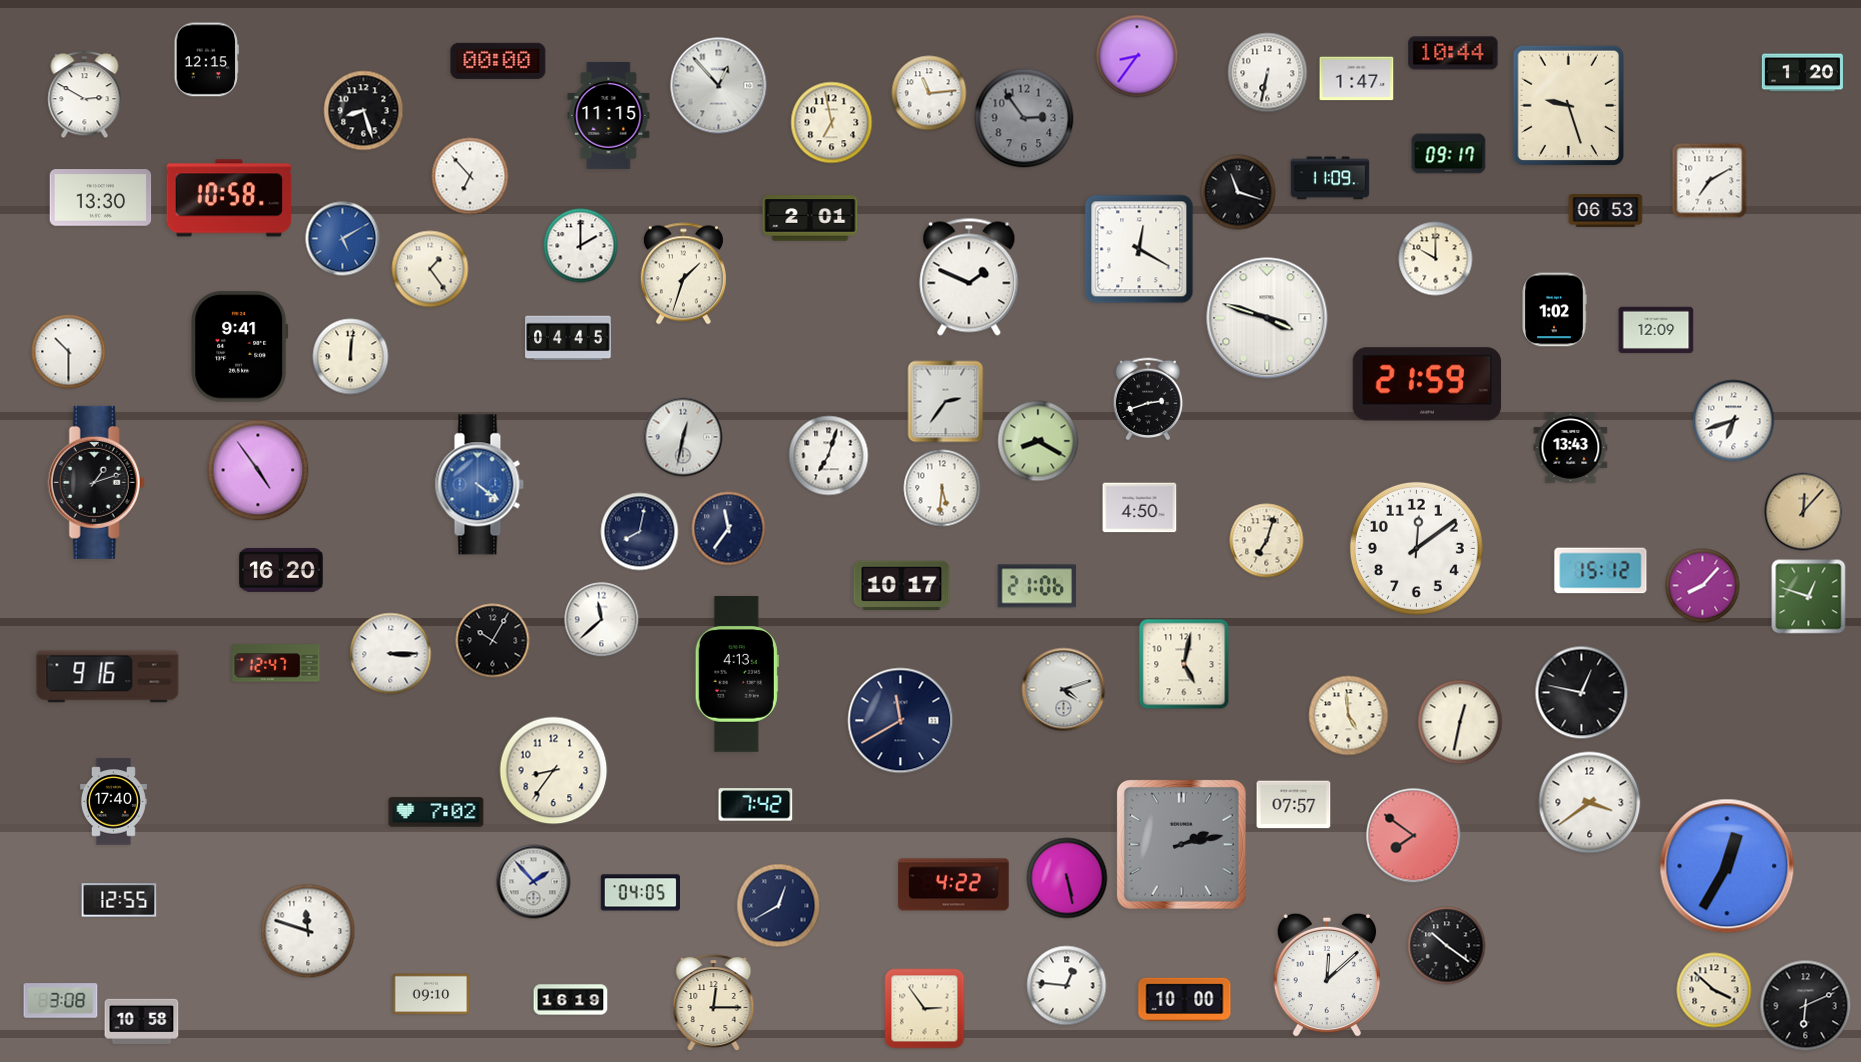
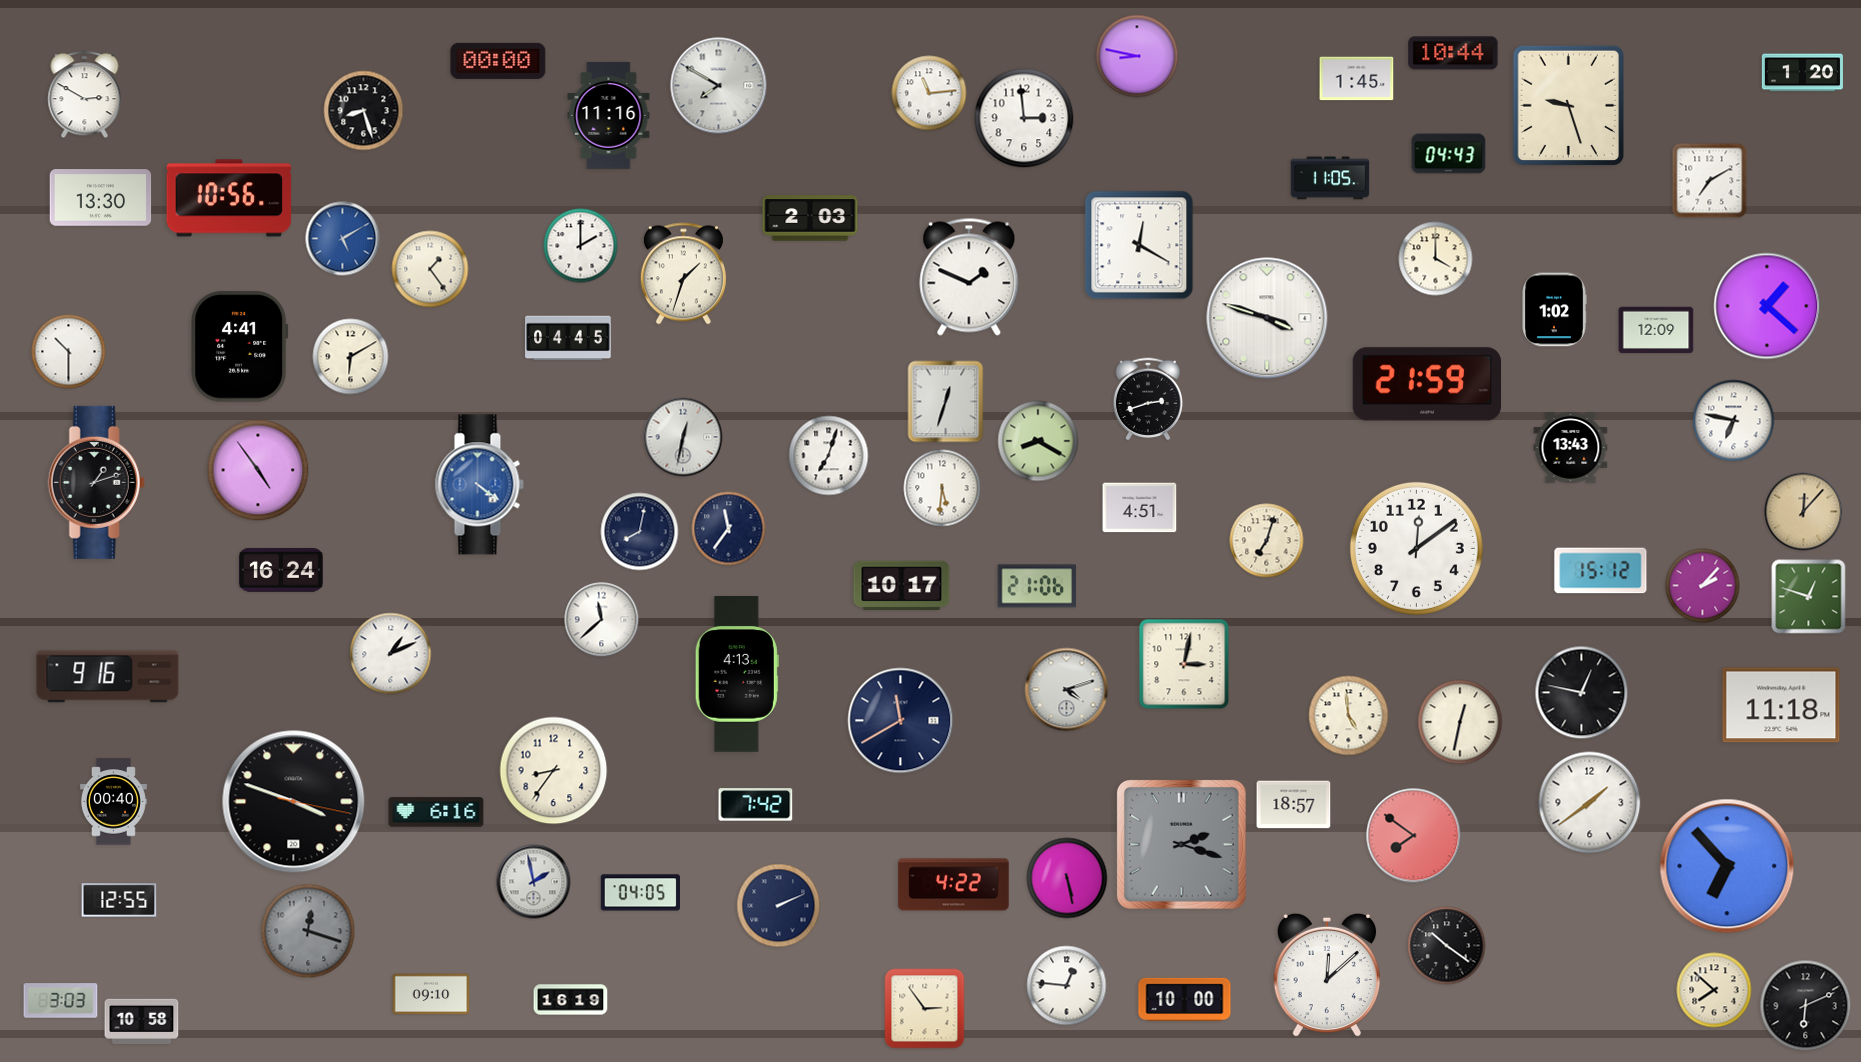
clock at (1137, 56): 8:36 -> 8:47
clock at (206, 60): 12:15 -> none
clock at (1268, 73): 6:32 -> none
clock at (1357, 79): 1:47 -> 1:45
clock at (719, 86): 12:53 -> 7:50
clock at (609, 115): 11:15 -> 11:16
clock at (1024, 118): 2:54 -> 2:59
clock at (1024, 118) dial: grey -> white
clock at (832, 123): 6:58 -> none
clock at (1449, 154): 09:17 -> 04:43
clock at (470, 176): 6:53 -> none
clock at (1330, 178): 11:09 -> 11:05
clock at (1238, 192): 11:18 -> none
clock at (229, 198): 10:58 -> 10:56
clock at (1606, 211): 06:53 -> none
clock at (810, 218): 2:01 -> 2:03
clock at (1139, 249) position: (1139, 249) -> (1139, 245)
clock at (1436, 259): 10:00 -> 4:00
clock at (1767, 306): none -> 1:22
clock at (240, 347): 9:41 -> 4:41
clock at (351, 357): 12:01 -> 6:10
clock at (946, 402): 2:36 -> 12:33
clock at (1734, 421): 6:42 -> 6:47
clock at (1140, 508): 4:50 -> 4:51
clock at (281, 570): 16:20 -> 16:24
clock at (1703, 586): 8:07 -> 2:07
clock at (493, 641): 10:05 -> none
clock at (391, 654): 3:15 -> 1:11
clock at (276, 663): 12:47 -> none
clock at (1184, 664): 5:02 -> 3:02
clock at (1064, 690) position: (1064, 690) -> (1067, 690)
clock at (1781, 705): none -> 11:18
clock at (113, 802): 17:40 -> 00:40
clock at (294, 802): none -> 3:48
clock at (1590, 803): 3:39 -> 1:39
clock at (1294, 805): 07:57 -> 18:57
clock at (436, 812): 7:02 -> 6:16
clock at (1181, 844): 2:13 -> 2:18
clock at (1727, 866): 12:35 -> 6:53
clock at (534, 882): 1:53 -> 1:58
clock at (779, 906): 12:40 -> 2:11
clock at (308, 931): 11:48 -> 12:18
clock at (308, 931) dial: white -> grey
clock at (1714, 990): 3:52 -> 7:52
clock at (61, 1001): 3:08 -> 3:03
clock at (714, 1003): 12:15 -> none
